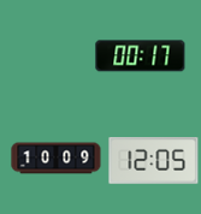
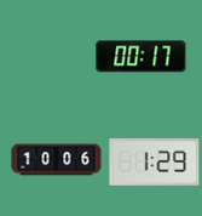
clock at (57, 159): 10:09 -> 10:06
clock at (154, 161): 12:05 -> 1:29
